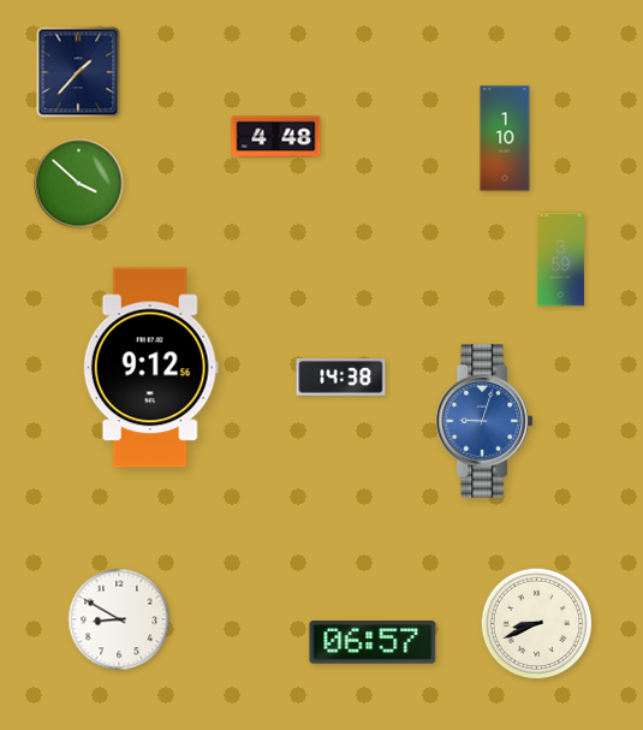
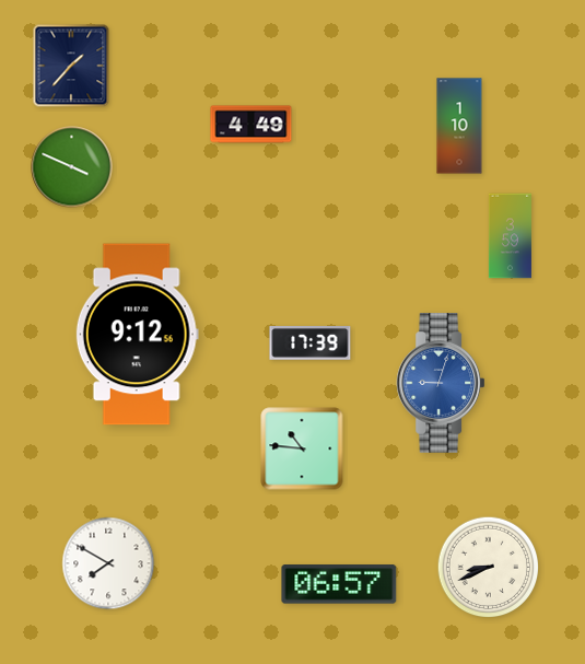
clock at (276, 137): 4:48 -> 4:49
clock at (79, 184): 3:52 -> 3:49
clock at (341, 378): 14:38 -> 17:39
clock at (302, 449): none -> 10:46
clock at (119, 619): 8:50 -> 7:50
